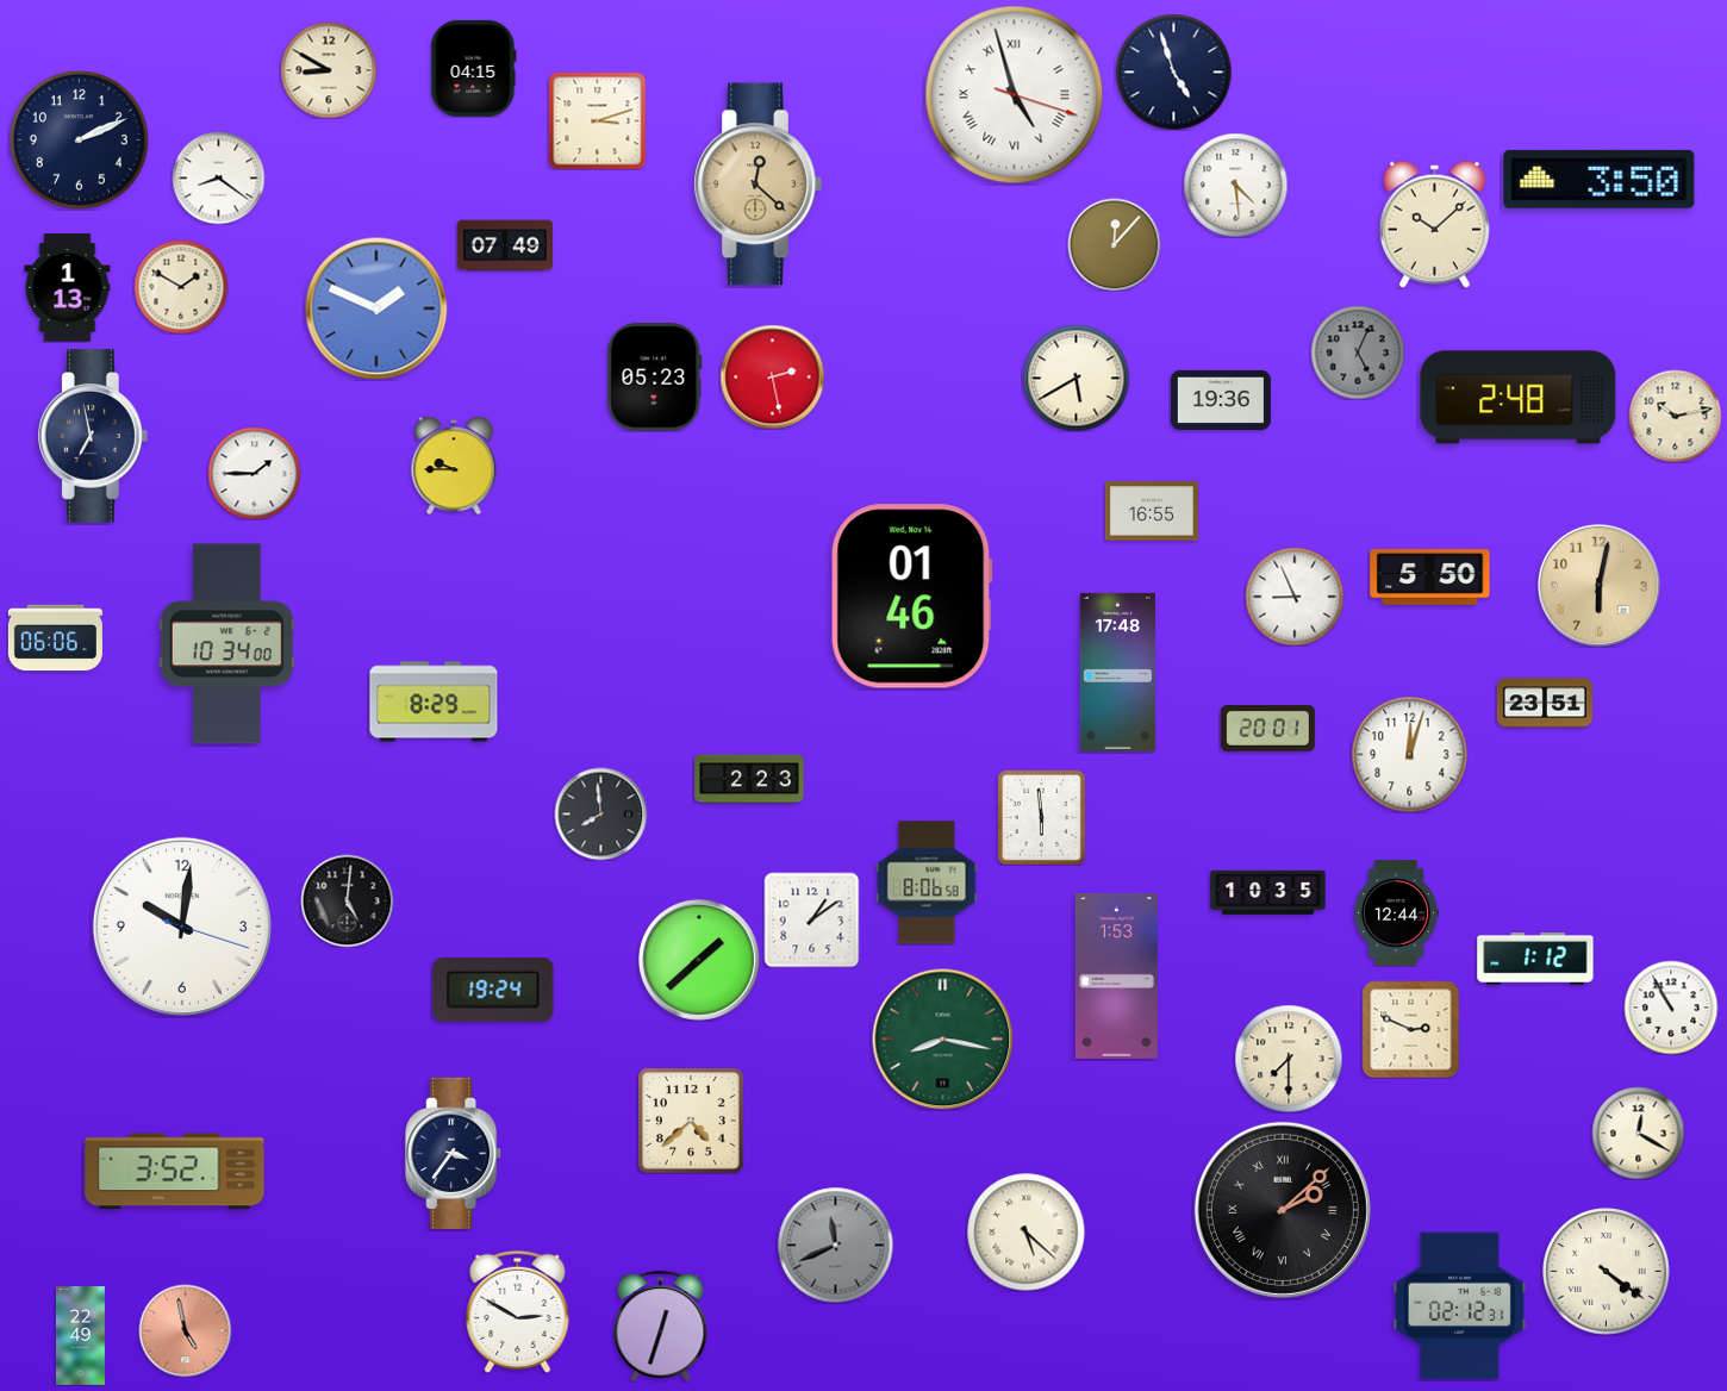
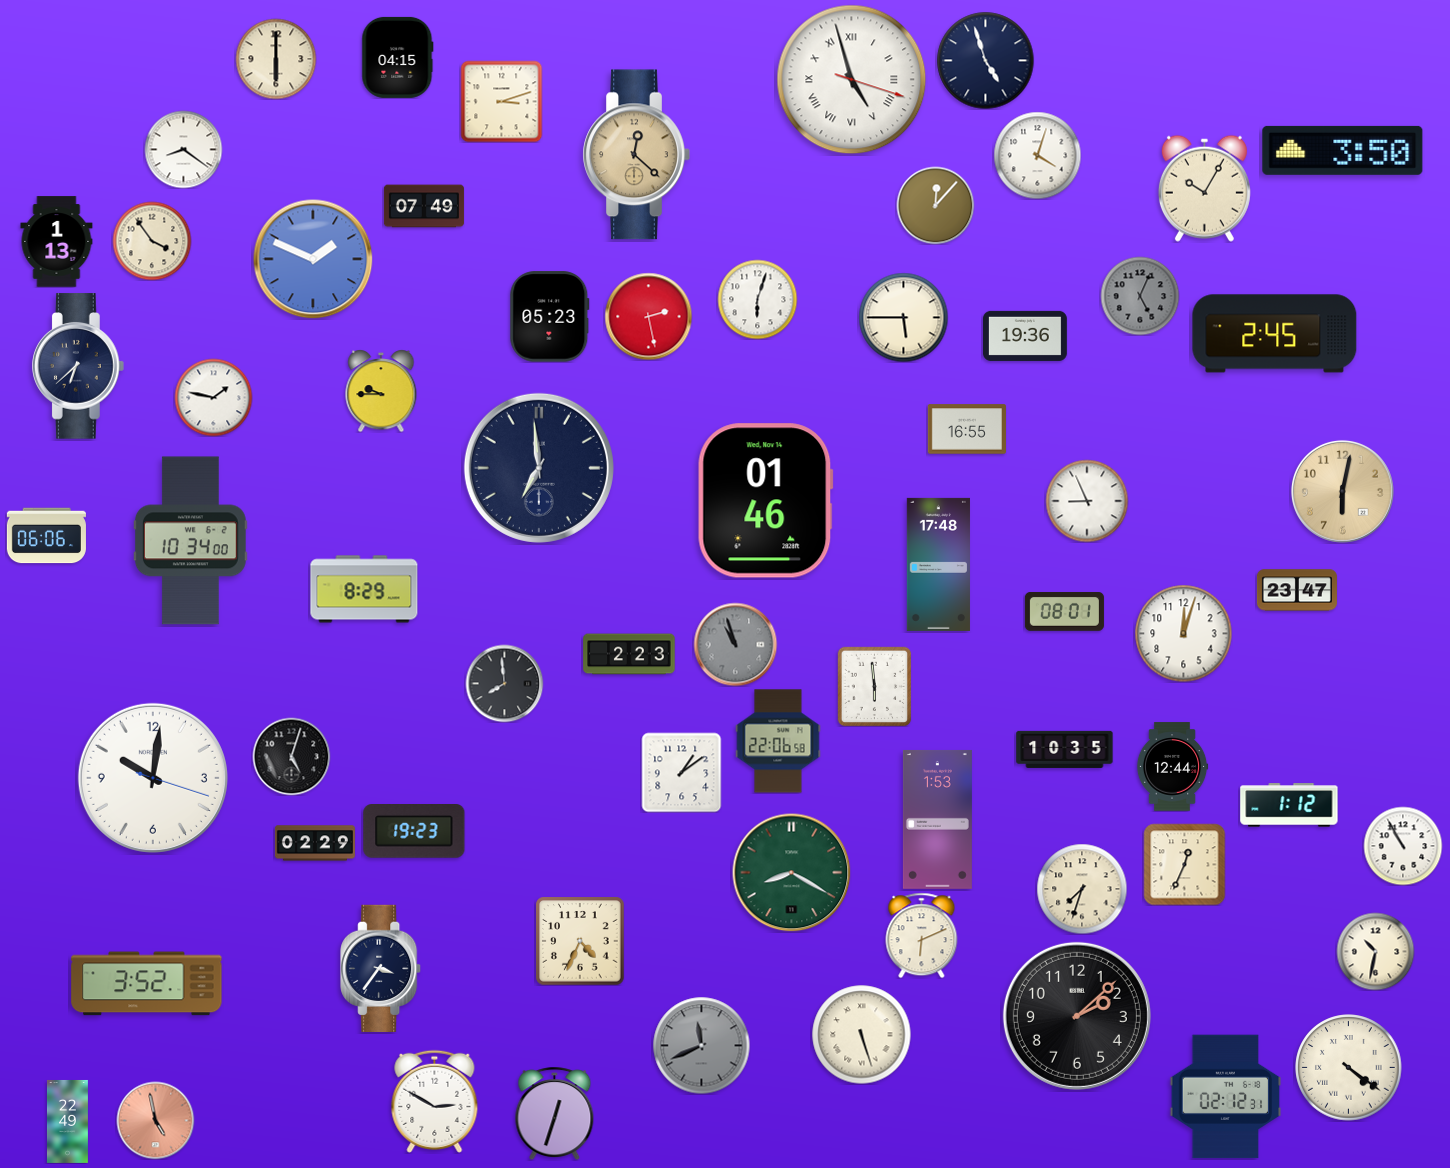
clock at (329, 70): 8:50 -> 6:00
clock at (79, 139): 2:11 -> none
clock at (1235, 185): 4:29 -> 4:03
clock at (1434, 224): 10:08 -> 10:05
clock at (181, 287): 1:50 -> 3:54
clock at (376, 308) position: (376, 308) -> (313, 259)
clock at (757, 299): none -> 6:03
clock at (1076, 378): 5:40 -> 5:45
clock at (1519, 398): 2:48 -> 2:45
clock at (1675, 416): 10:13 -> none
clock at (94, 436): 6:58 -> 6:38
clock at (254, 473): 1:45 -> 1:47
clock at (539, 468): none -> 6:59
clock at (1430, 578): 5:50 -> none
clock at (1545, 703): 23:51 -> 23:47
clock at (1267, 729): 20:01 -> 08:01
clock at (735, 644): none -> 10:57
clock at (927, 882): 8:06 -> 22:06
clock at (347, 900): 5:01 -> 5:03
clock at (699, 960): 1:38 -> none
clock at (493, 991): 19:24 -> 19:23
clock at (315, 843): none -> 02:29
clock at (1410, 1029): 2:49 -> 12:34
clock at (943, 1040): 8:17 -> 8:20
clock at (1289, 1059): 7:30 -> 7:33
clock at (922, 935): none -> 6:11
clock at (691, 1121): 4:38 -> 4:34
clock at (1638, 1133): 12:20 -> 10:32
clock at (1283, 1210) numerals: Roman -> Arabic
clock at (1027, 1233): 5:22 -> 5:27
clock at (185, 1330) position: (185, 1330) -> (155, 1120)
